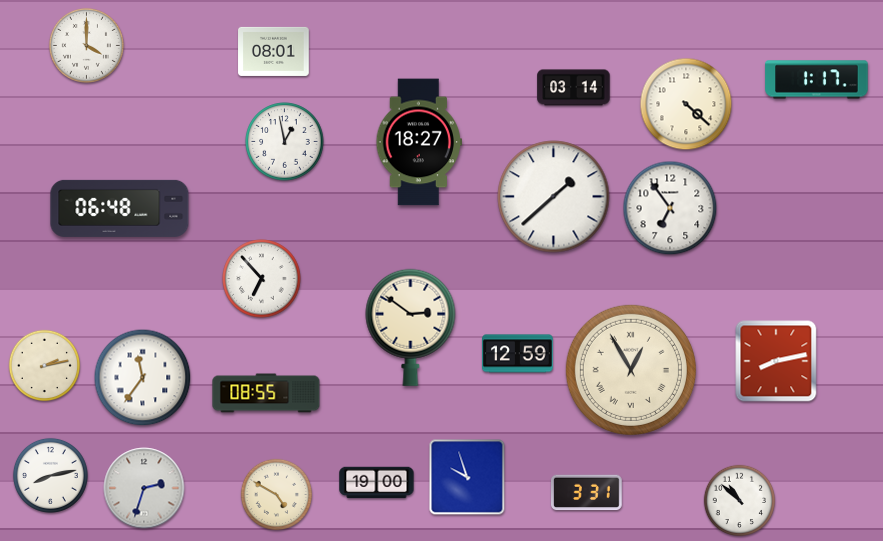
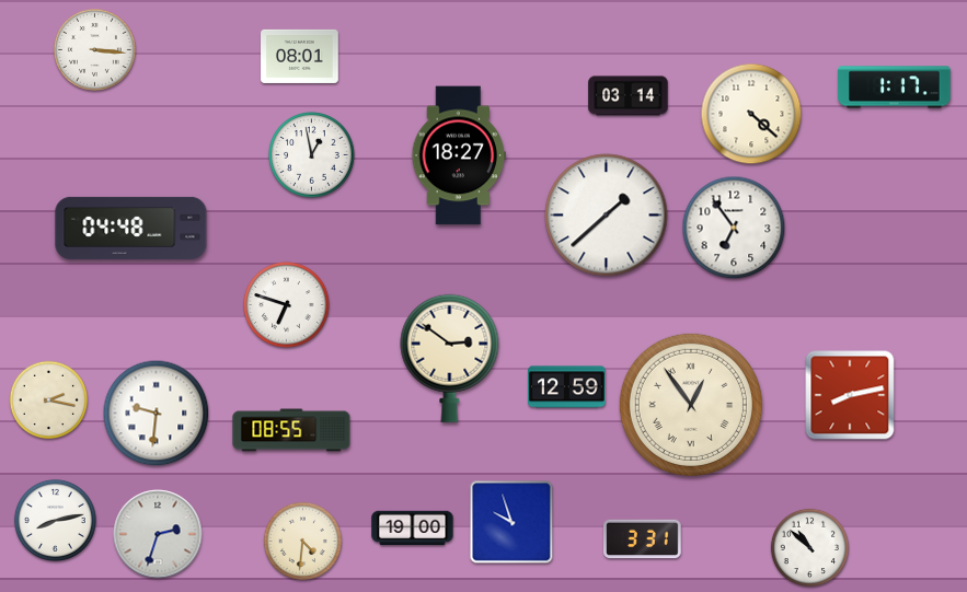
clock at (86, 45): 4:00 -> 3:16
clock at (120, 208): 06:48 -> 04:48
clock at (262, 279): 6:53 -> 6:48
clock at (45, 366): 2:13 -> 2:17
clock at (631, 370): 12:55 -> 12:54
clock at (143, 378): 11:36 -> 9:31
clock at (277, 495): 4:50 -> 4:31
